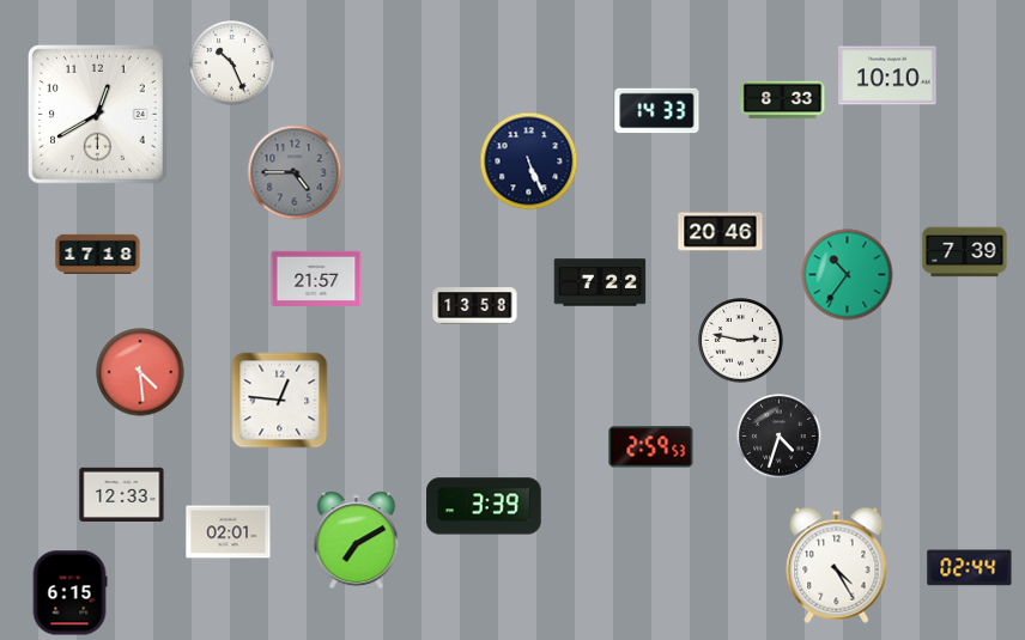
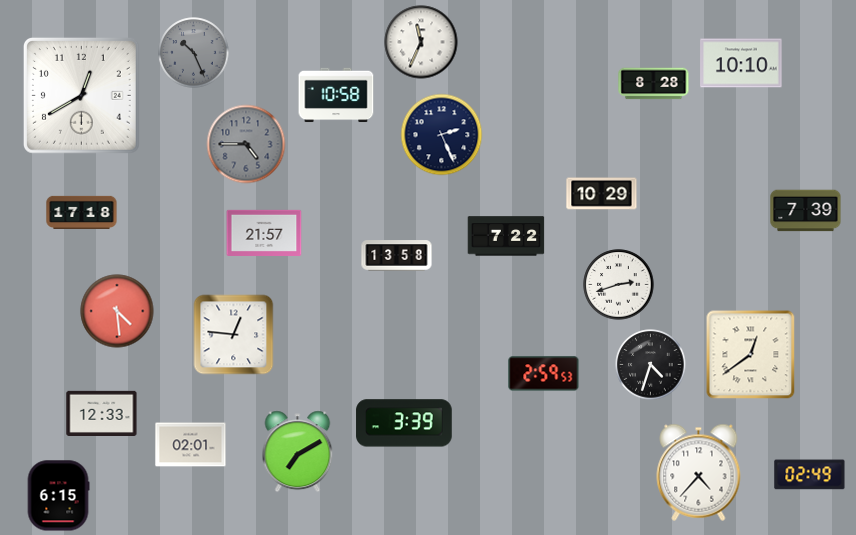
clock at (421, 42): none -> 11:34
clock at (232, 63) dial: white -> grey
clock at (783, 100): 8:33 -> 8:28
clock at (657, 111): 14:33 -> none
clock at (336, 95): none -> 10:58
clock at (529, 161): 5:26 -> 2:26
clock at (721, 232): 20:46 -> 10:29
clock at (848, 275): 10:36 -> none
clock at (600, 282) position: (600, 282) -> (506, 236)
clock at (741, 341): 2:47 -> 2:42
clock at (751, 355): none -> 12:39
clock at (837, 565): 4:25 -> 4:37
clock at (970, 568): 02:44 -> 02:49
